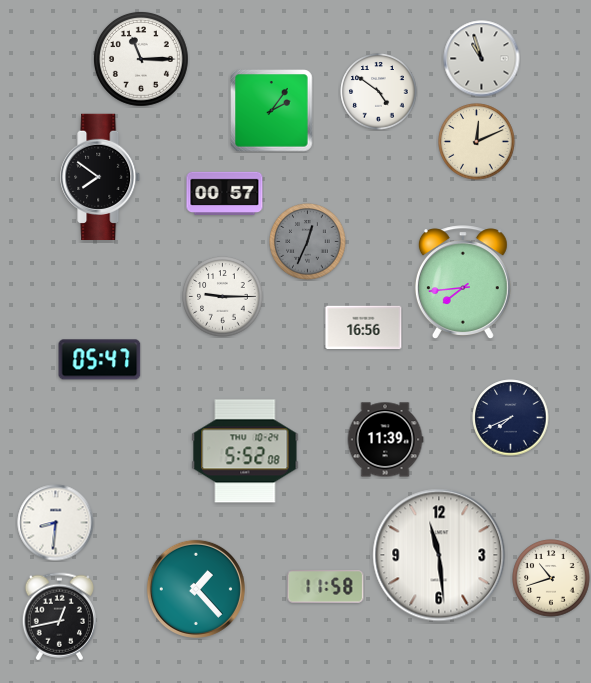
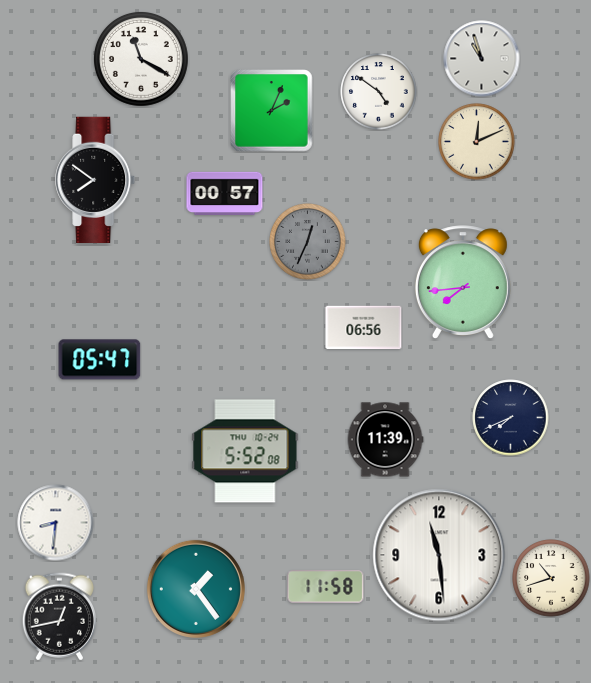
clock at (141, 59): 11:15 -> 11:20
clock at (272, 111): 2:06 -> 2:04
clock at (101, 176) position: (101, 176) -> (96, 179)
clock at (223, 297): 9:15 -> none
clock at (364, 328): 16:56 -> 06:56
clock at (196, 589): 1:23 -> 1:24
